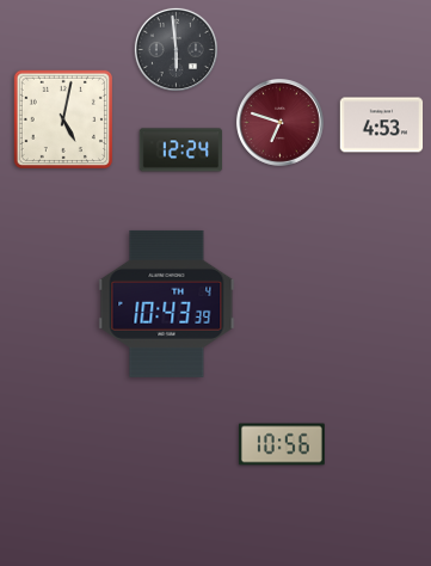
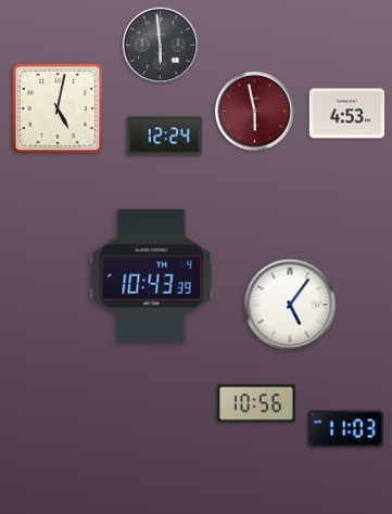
clock at (281, 123): 6:48 -> 5:58
clock at (290, 305): none -> 5:06
clock at (345, 429): none -> 11:03
